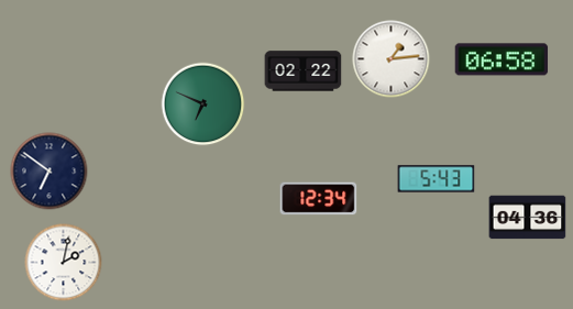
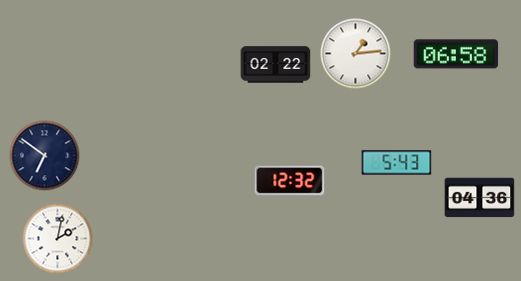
clock at (203, 104): 6:49 -> none
clock at (319, 199): 12:34 -> 12:32
